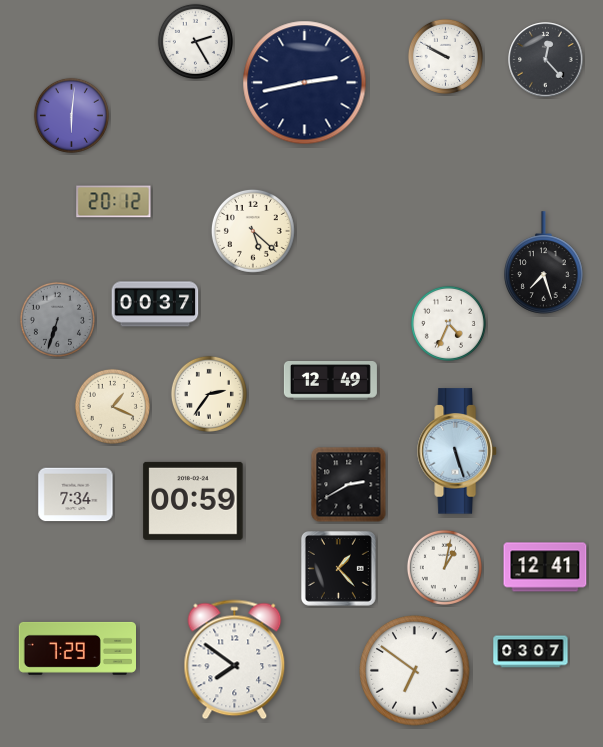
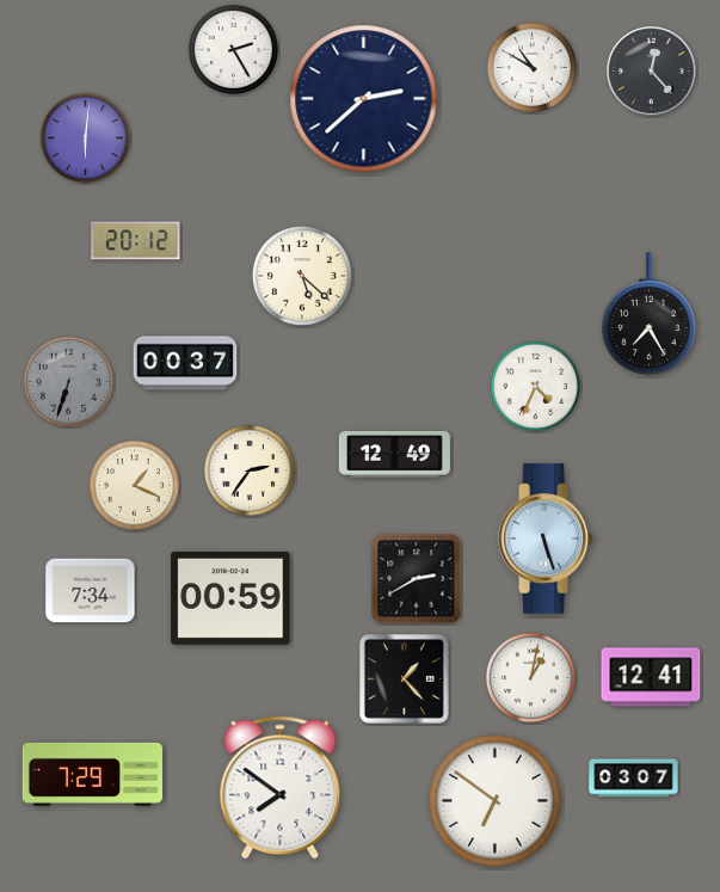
clock at (445, 56): 9:50 -> 10:50
clock at (305, 83): 2:43 -> 2:38
clock at (544, 263): 7:27 -> 7:25
